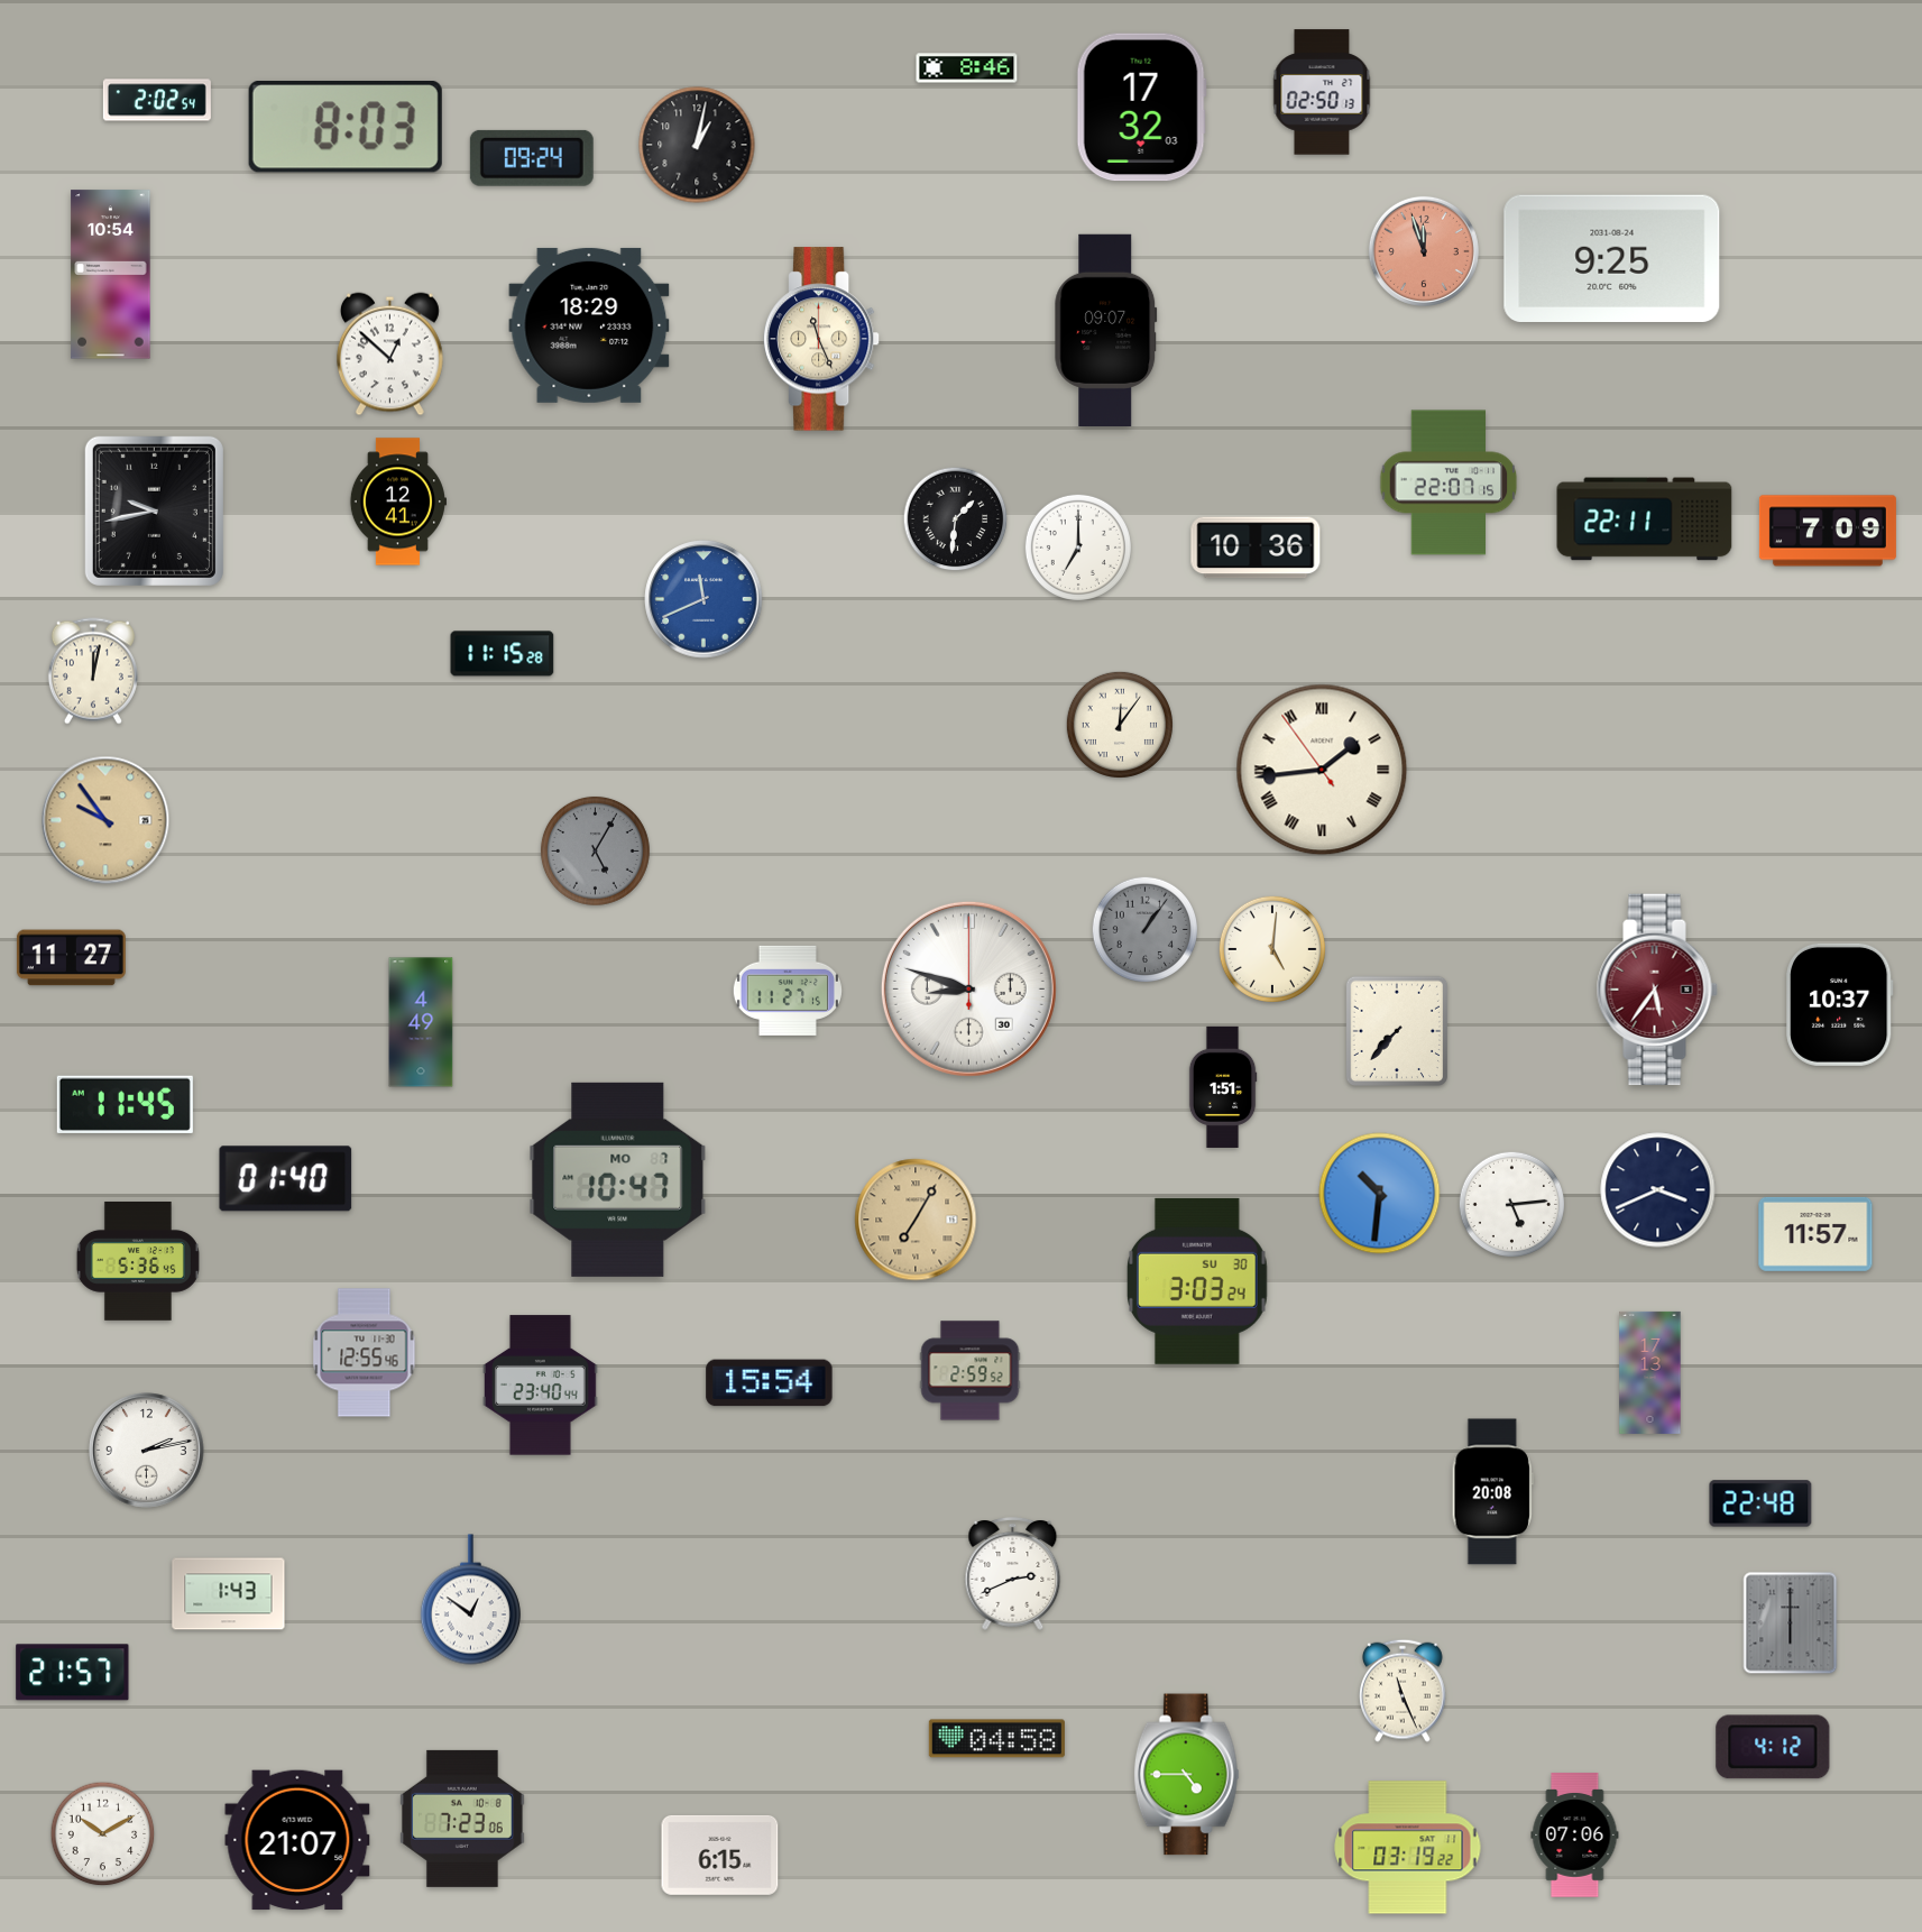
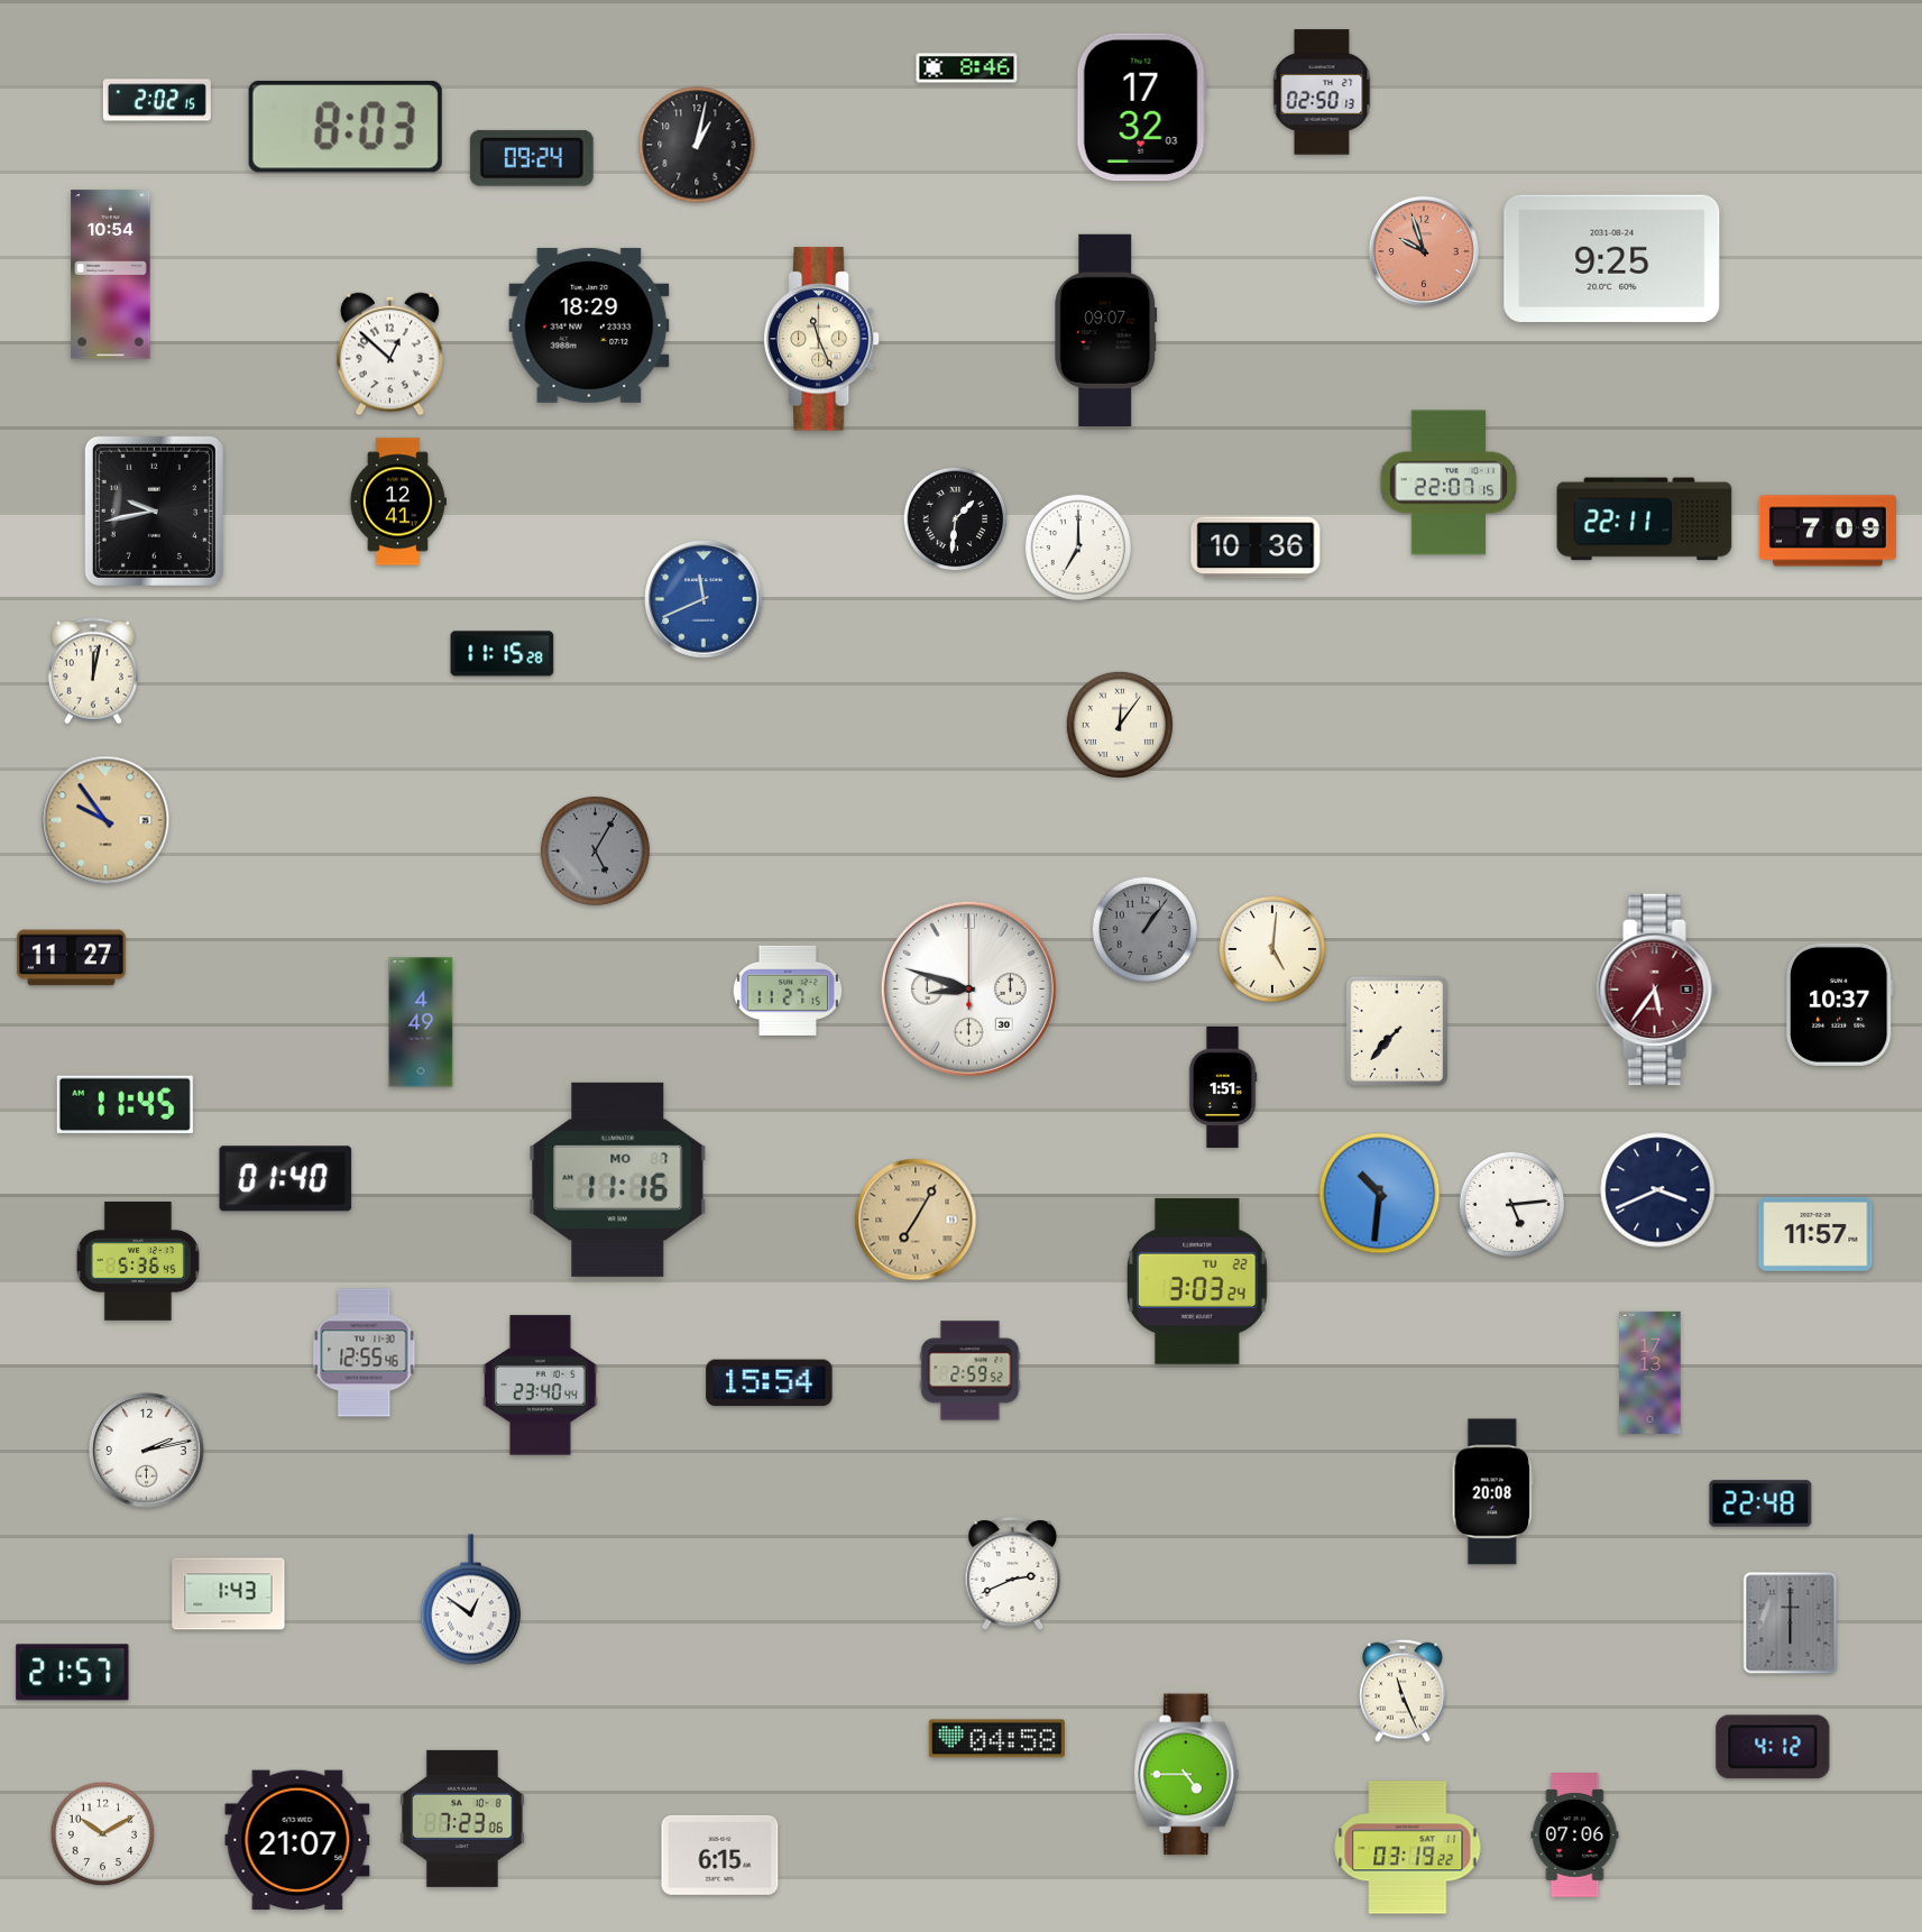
clock at (157, 100): 2:02:54 -> 2:02:15
clock at (1424, 251): 11:57 -> 9:57
clock at (1322, 770): 1:43 -> none
clock at (618, 1179): 10:47 -> 11:16
clock at (1198, 1281) date: SU 30 -> TU 22
